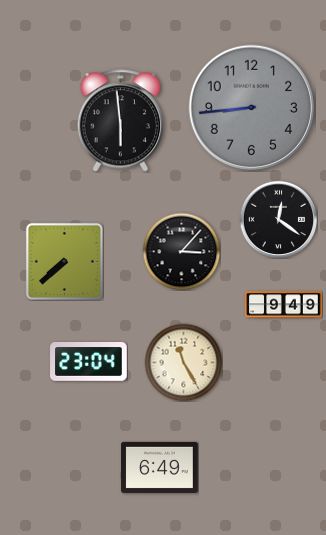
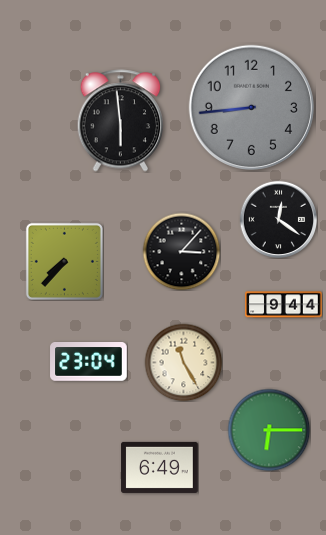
clock at (64, 261): 7:38 -> 7:37
clock at (284, 305): 9:49 -> 9:44
clock at (269, 430): none -> 6:15
